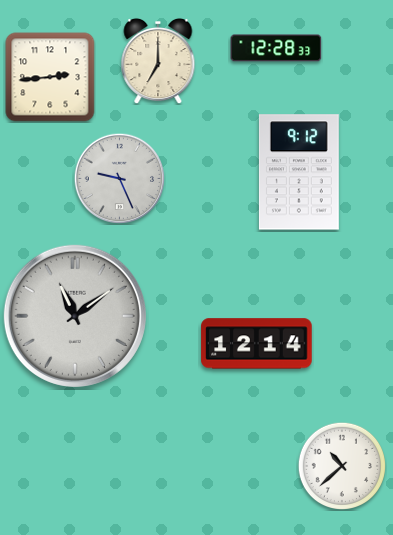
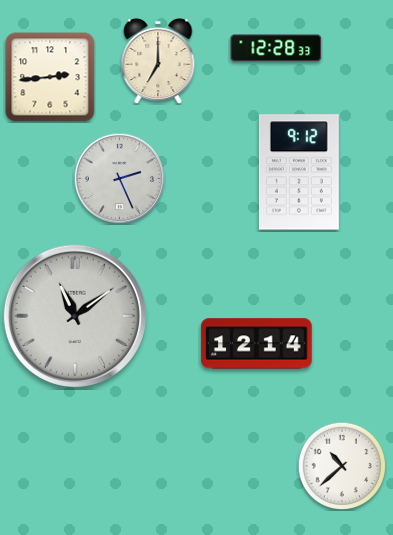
clock at (119, 178): 9:26 -> 2:26
